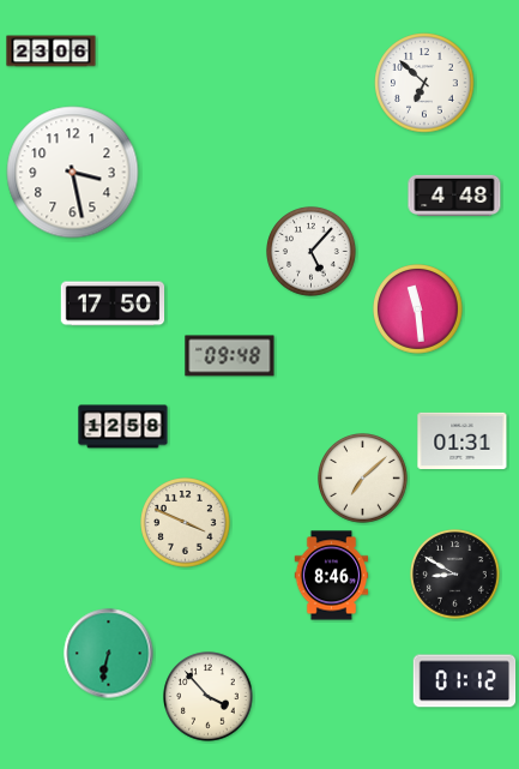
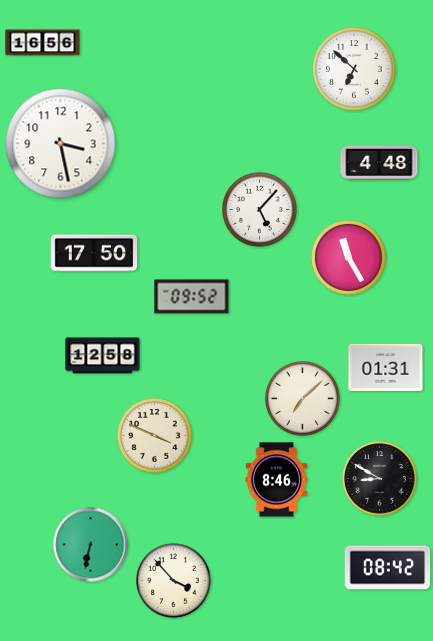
clock at (52, 52): 23:06 -> 16:56
clock at (418, 310): 11:29 -> 11:25
clock at (230, 356): 09:48 -> 09:52
clock at (465, 681): 01:12 -> 08:42
